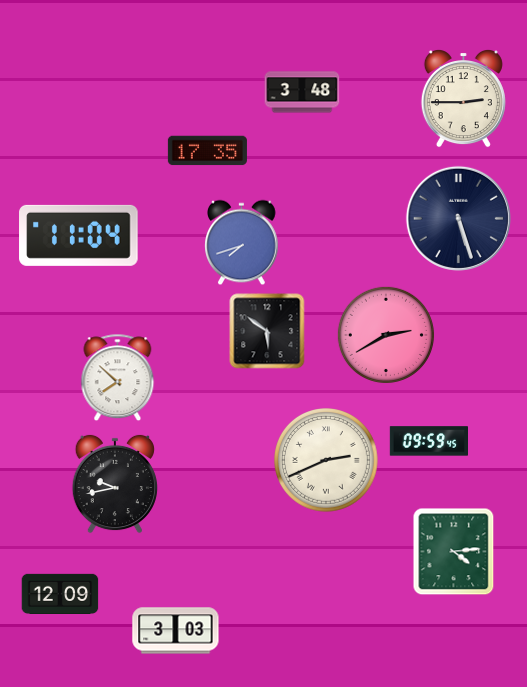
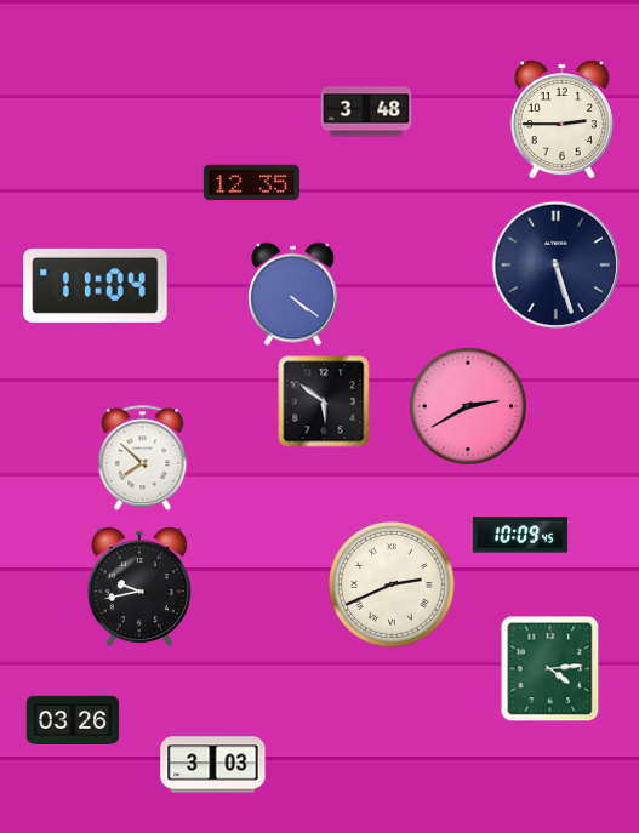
clock at (207, 151): 17:35 -> 12:35
clock at (242, 243): 7:42 -> 4:21
clock at (428, 441): 09:59 -> 10:09
clock at (327, 461) position: (327, 461) -> (393, 586)
clock at (60, 593): 12:09 -> 03:26
